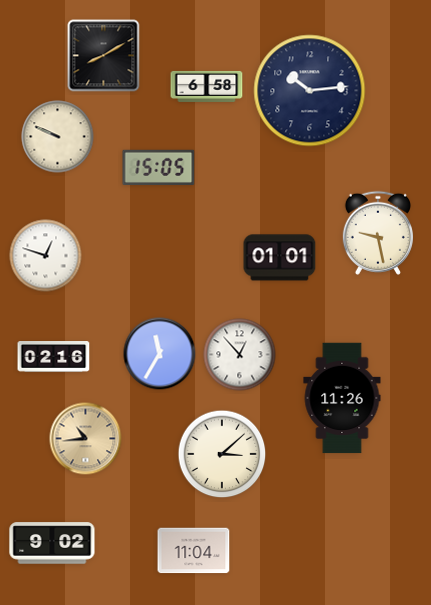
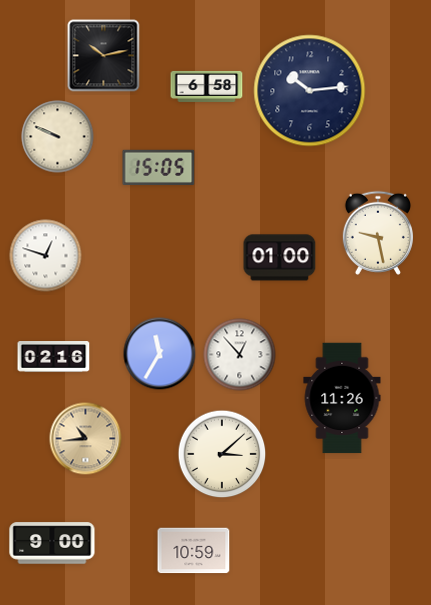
clock at (104, 56): 8:10 -> 10:13
clock at (280, 258): 01:01 -> 01:00
clock at (52, 543): 9:02 -> 9:00
clock at (194, 551): 11:04 -> 10:59
